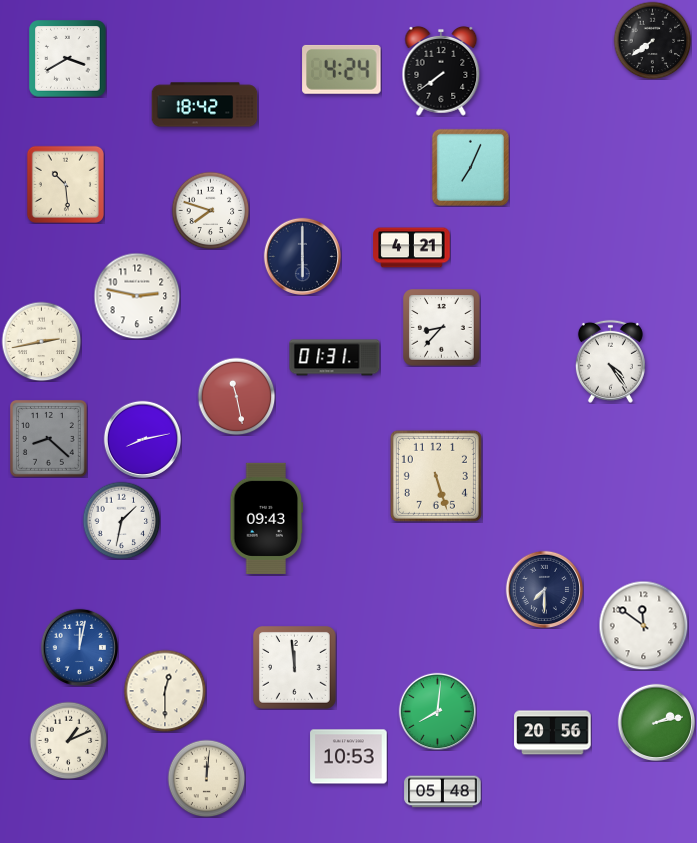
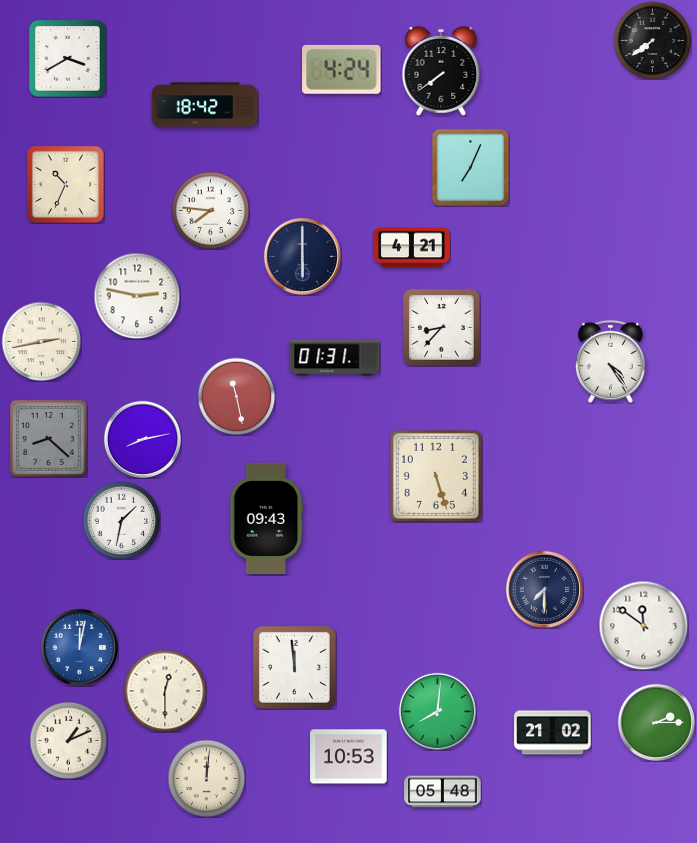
clock at (65, 184): 10:29 -> 10:34
clock at (210, 210): 7:48 -> 7:46
clock at (656, 722): 2:13 -> 2:15
clock at (553, 733): 20:56 -> 21:02
